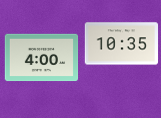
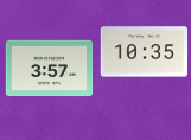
clock at (42, 58): 4:00 -> 3:57
